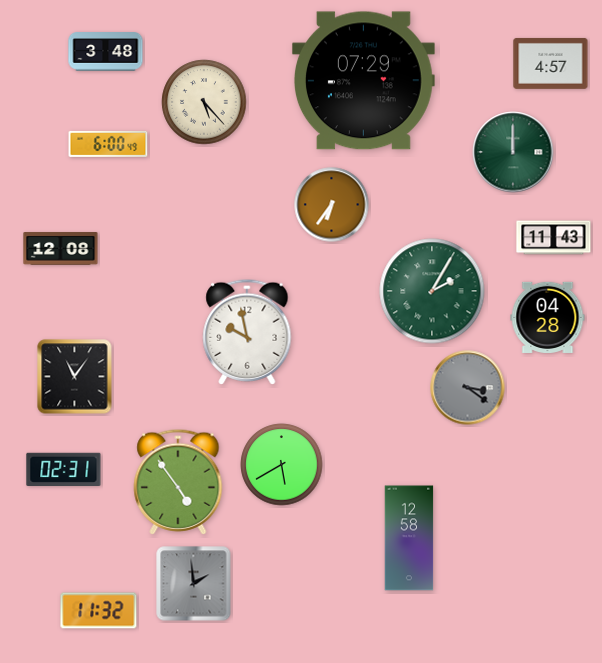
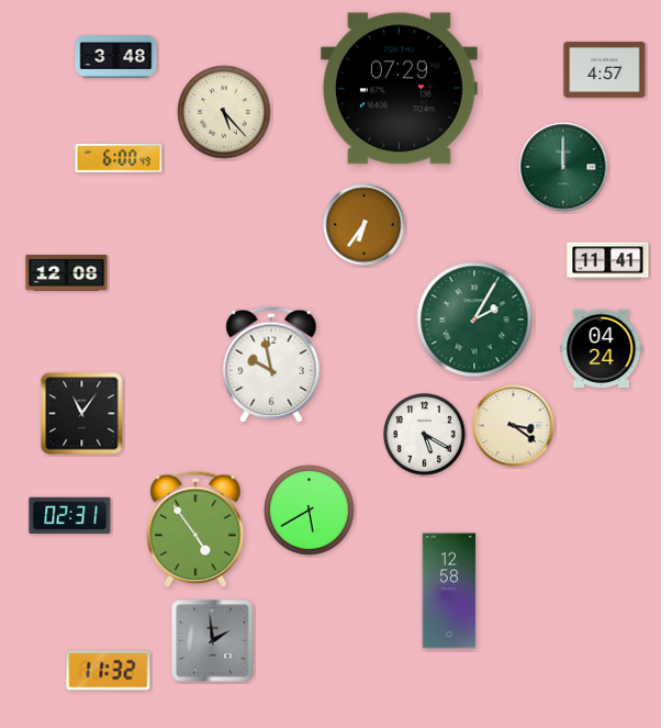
clock at (554, 238): 11:43 -> 11:41
clock at (548, 317): 04:28 -> 04:24
clock at (468, 388) dial: grey -> cream
clock at (425, 435): none -> 5:20
